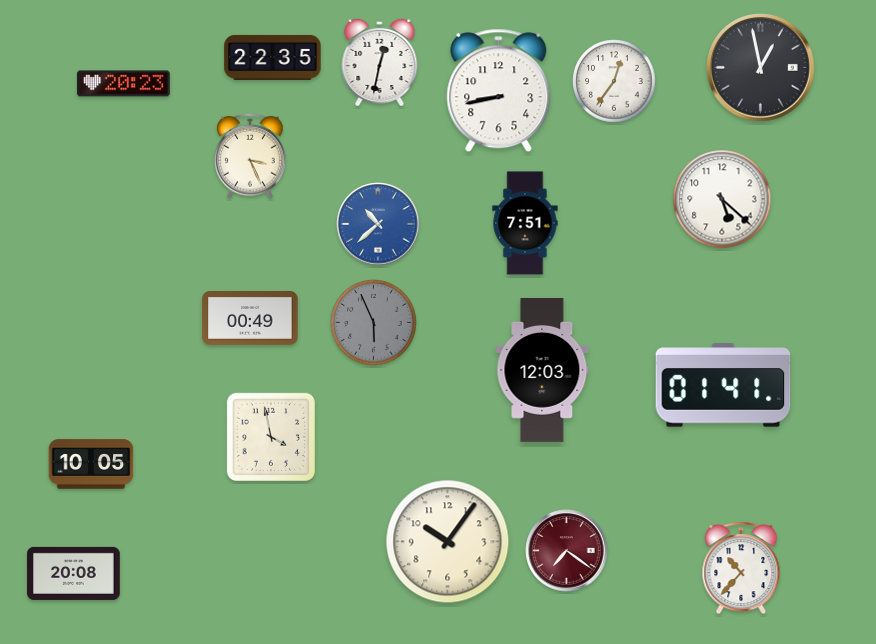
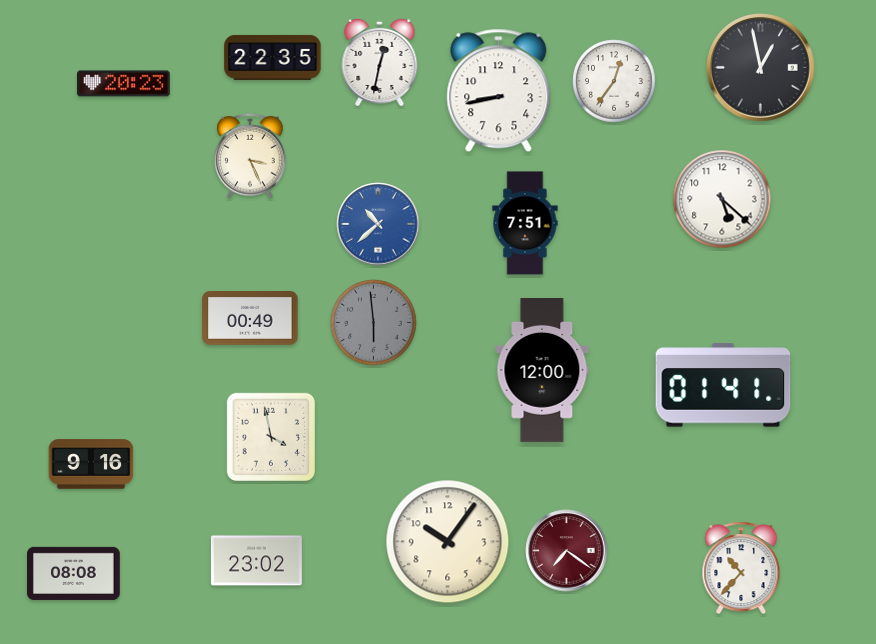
clock at (374, 323): 5:56 -> 5:59
clock at (542, 371): 12:03 -> 12:00
clock at (91, 464): 10:05 -> 9:16
clock at (256, 561): none -> 23:02
clock at (74, 573): 20:08 -> 08:08
